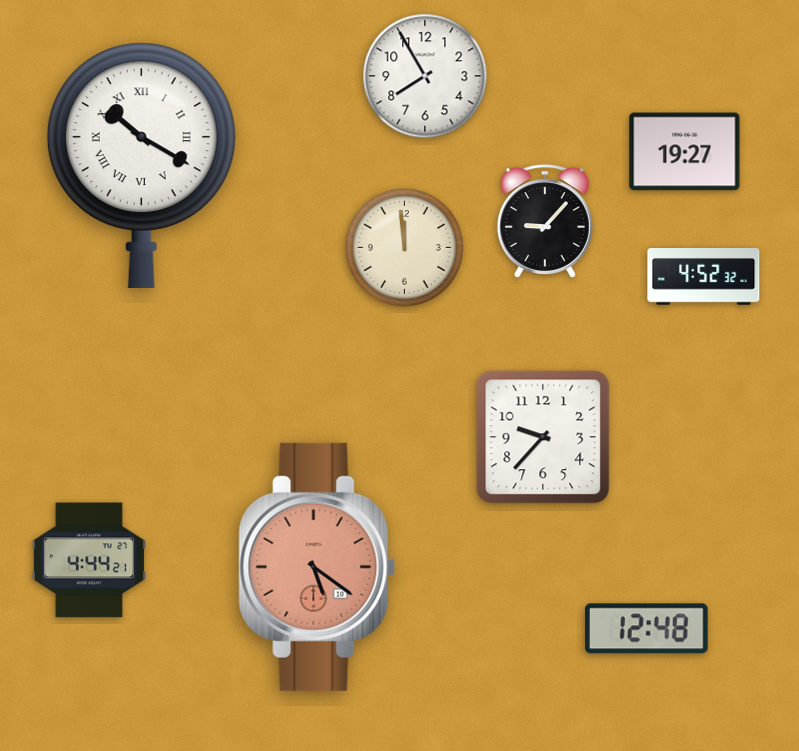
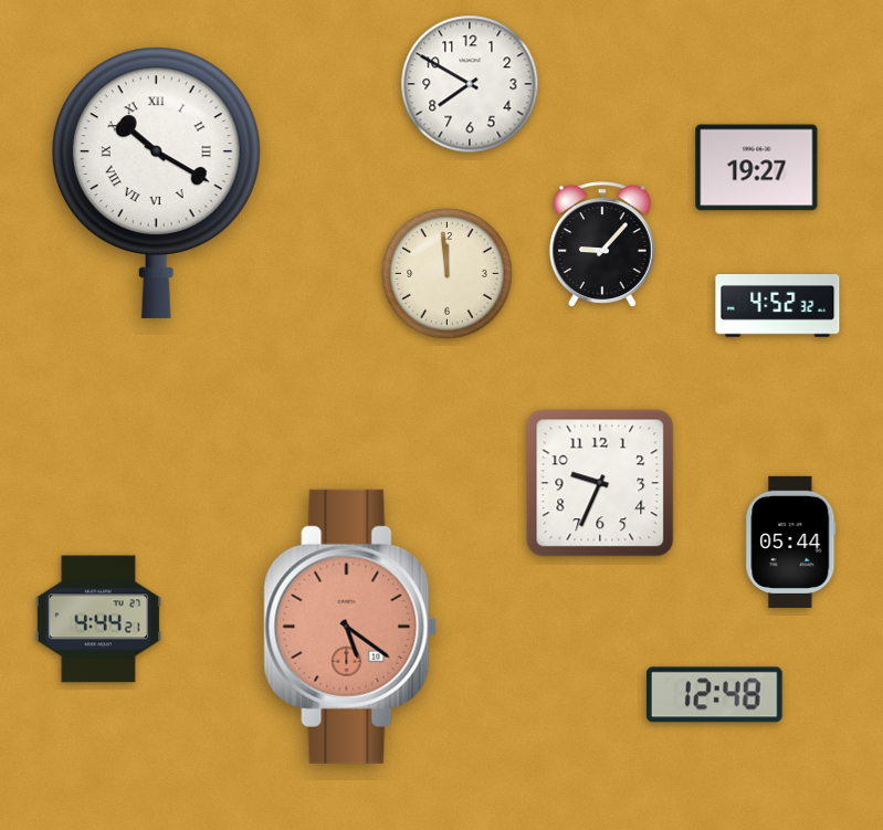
clock at (425, 76): 7:55 -> 7:50
clock at (543, 437): 9:37 -> 9:34
clock at (791, 542): none -> 05:44
